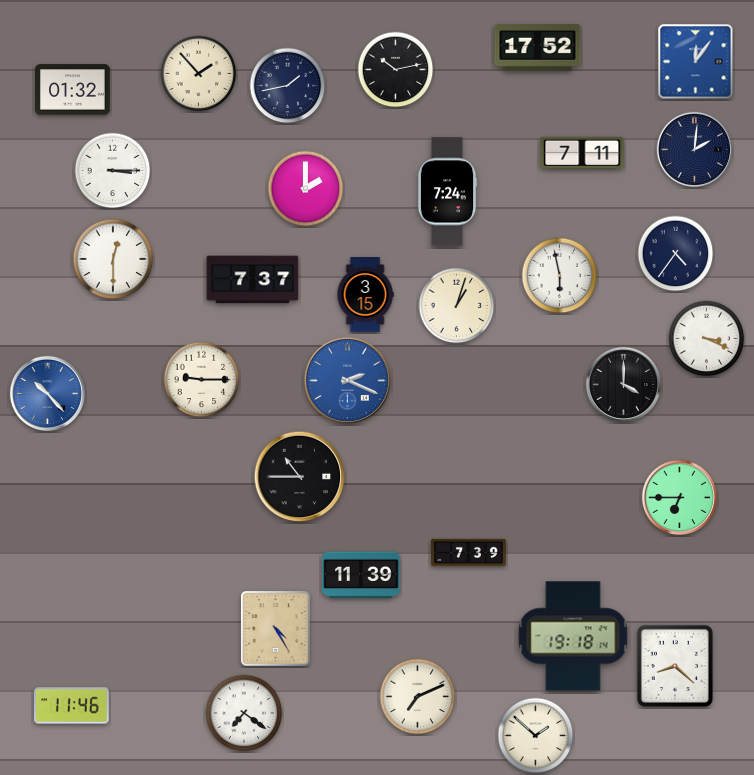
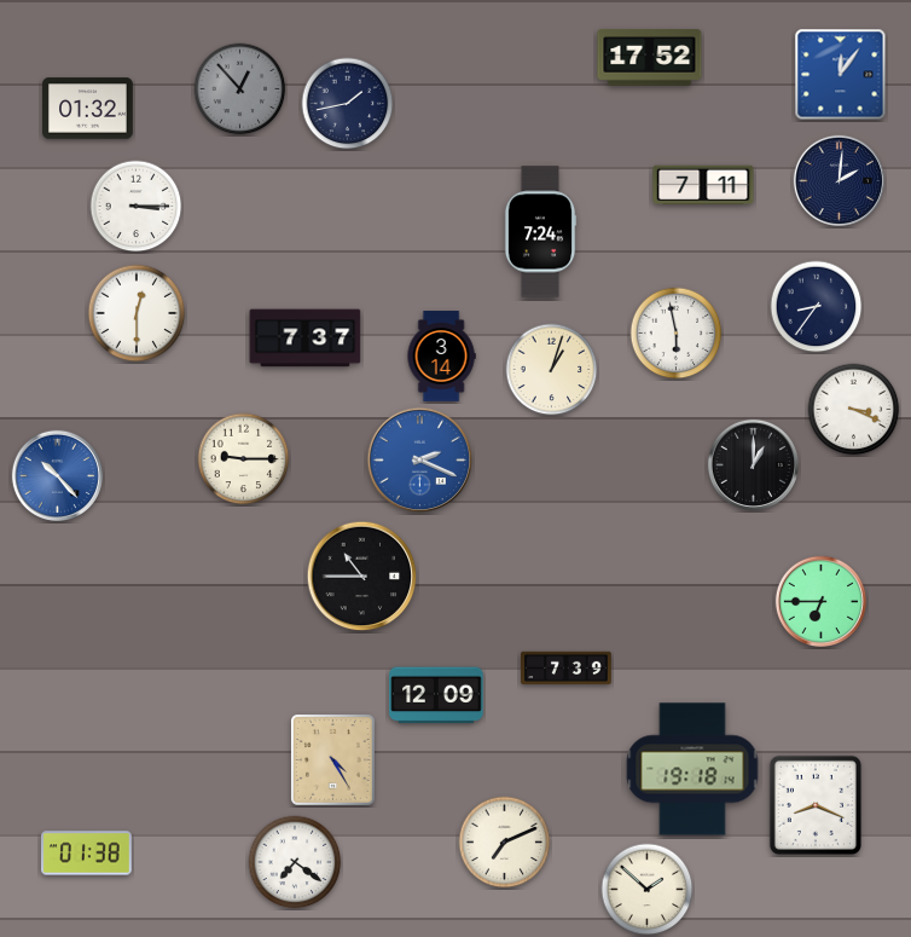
clock at (396, 70): 10:13 -> none
clock at (199, 74): 1:53 -> 12:53
clock at (199, 74) dial: cream -> grey
clock at (306, 189): 2:00 -> none
clock at (676, 254): 4:36 -> 8:36
clock at (365, 295): 3:15 -> 3:14
clock at (623, 384): 4:00 -> 1:00
clock at (361, 575): 11:39 -> 12:09
clock at (675, 666): 8:22 -> 8:19
clock at (72, 706): 11:46 -> 01:38
